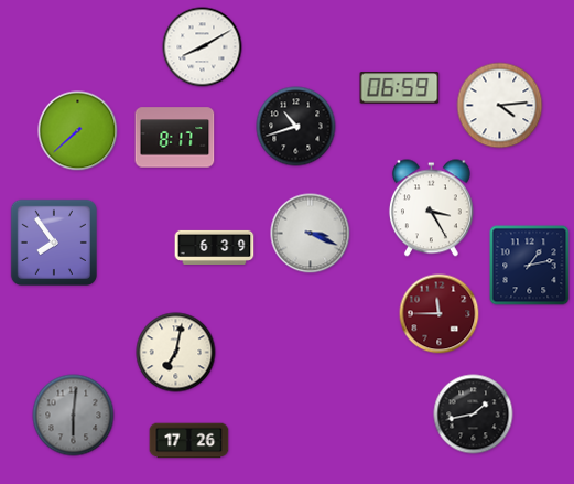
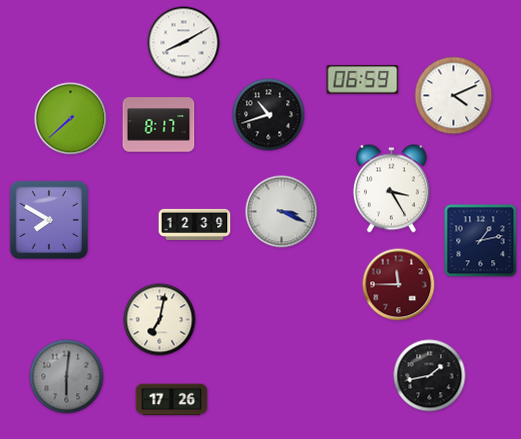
clock at (500, 106): 4:14 -> 4:11
clock at (54, 243): 7:54 -> 7:50
clock at (215, 247): 6:39 -> 12:39
